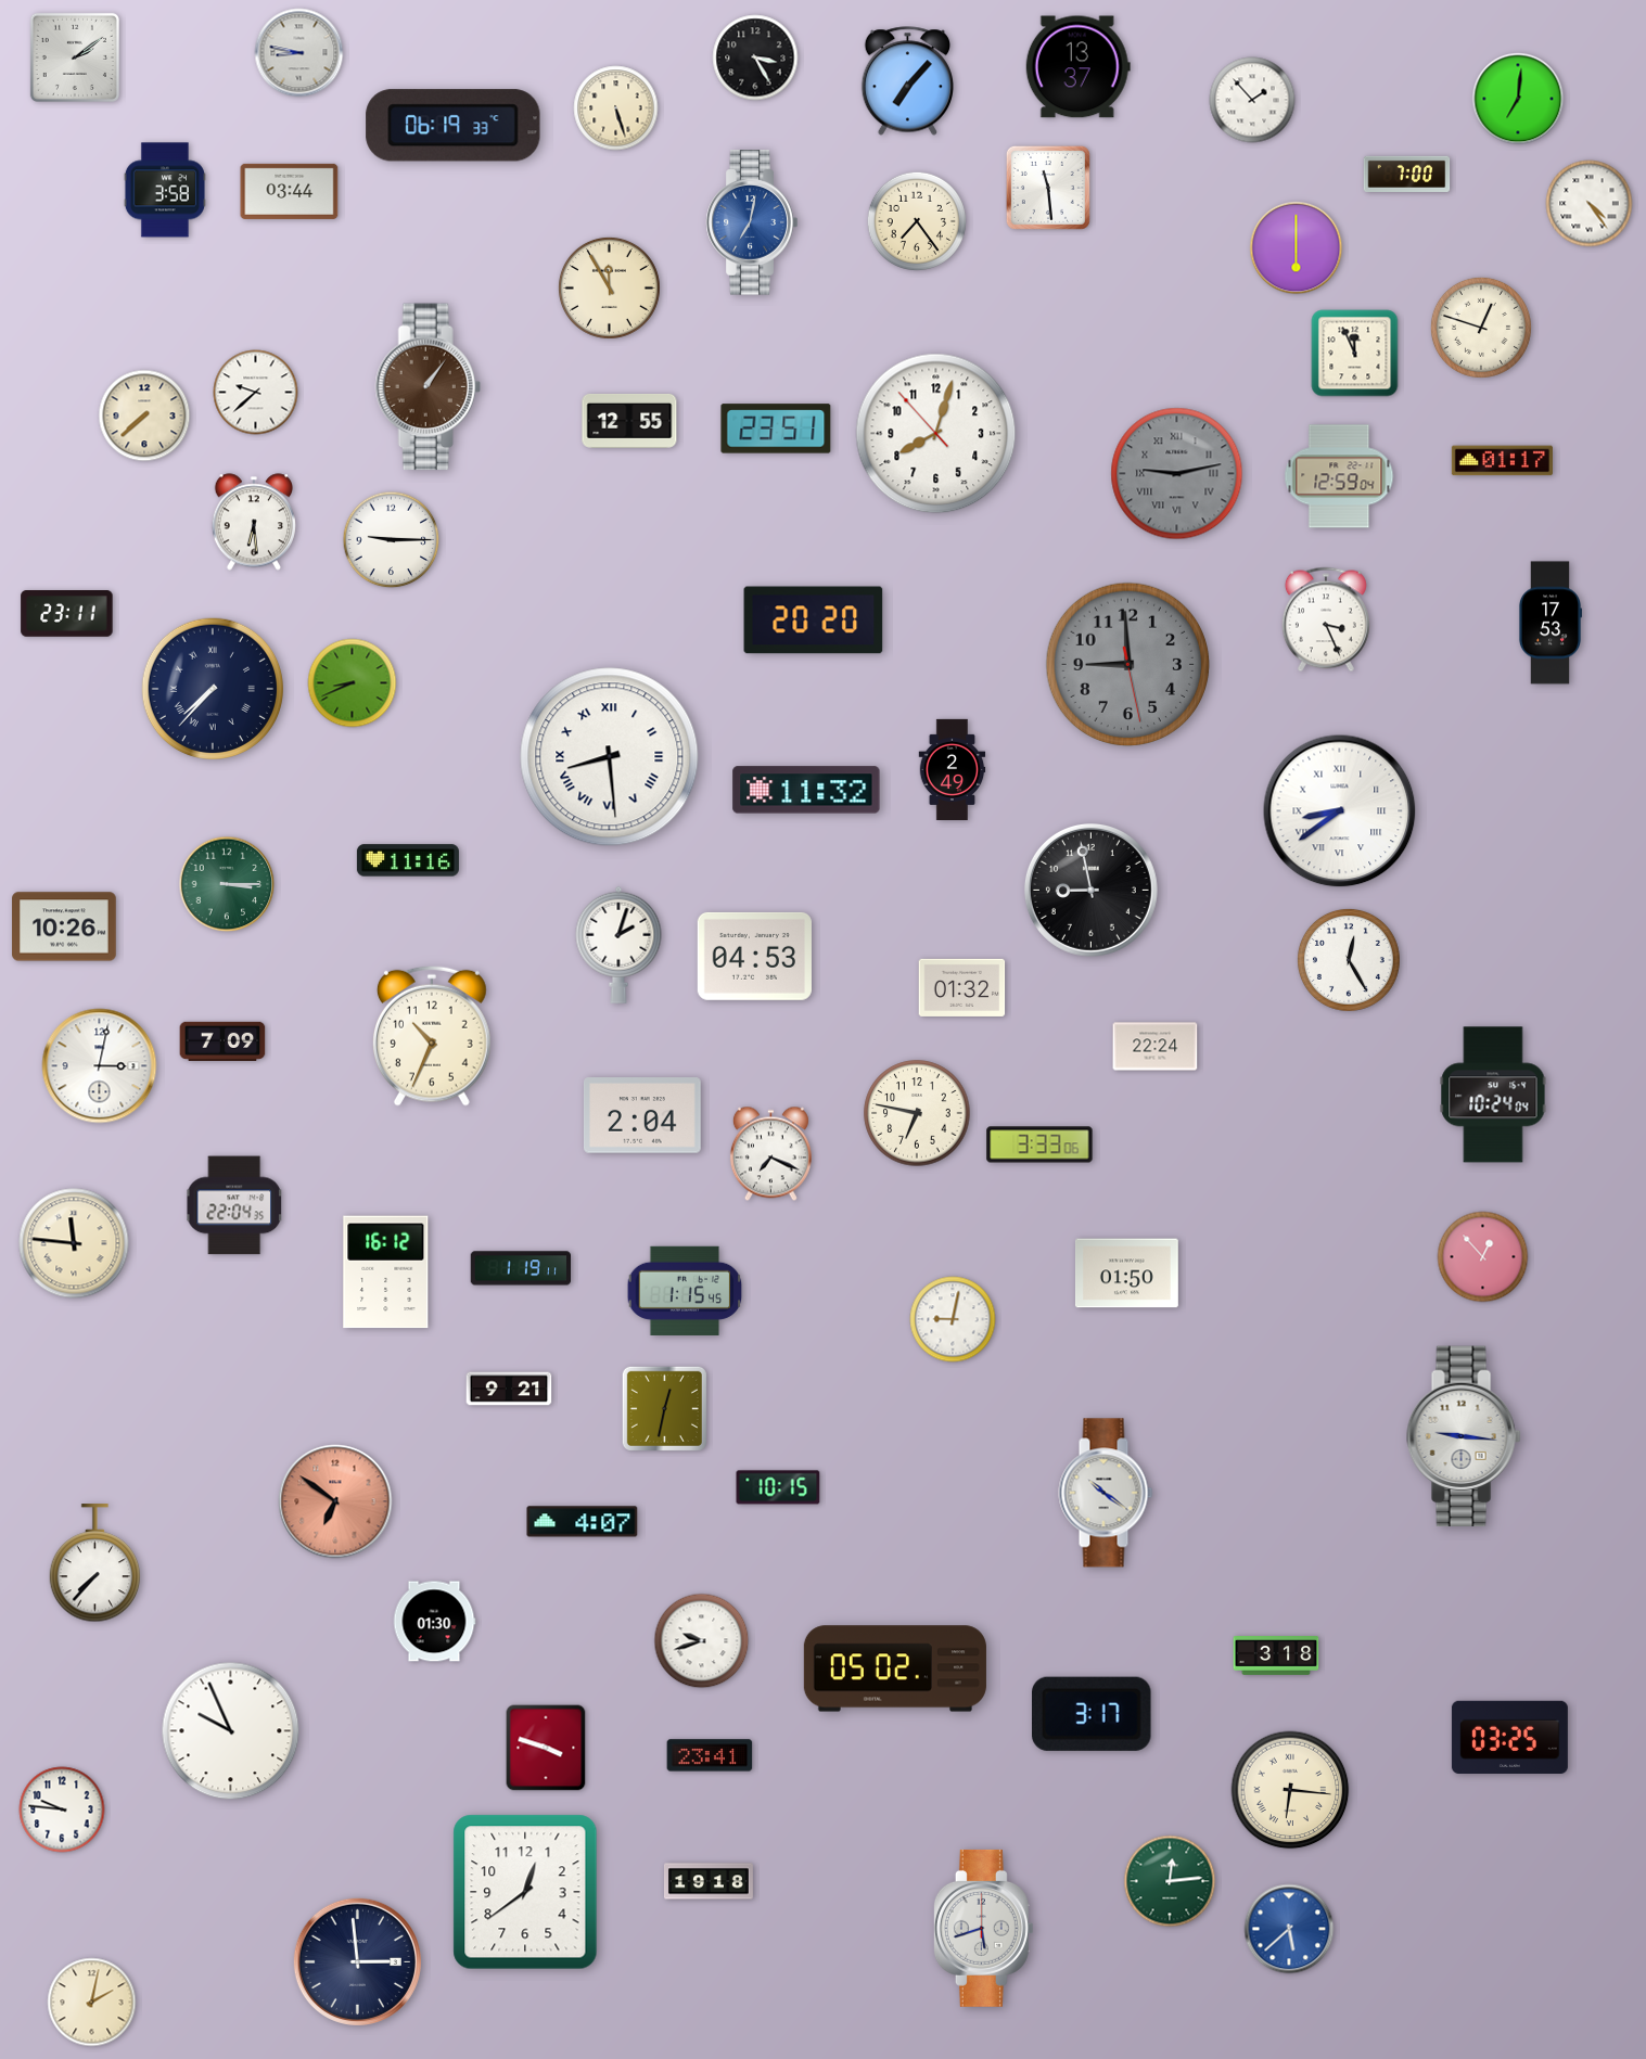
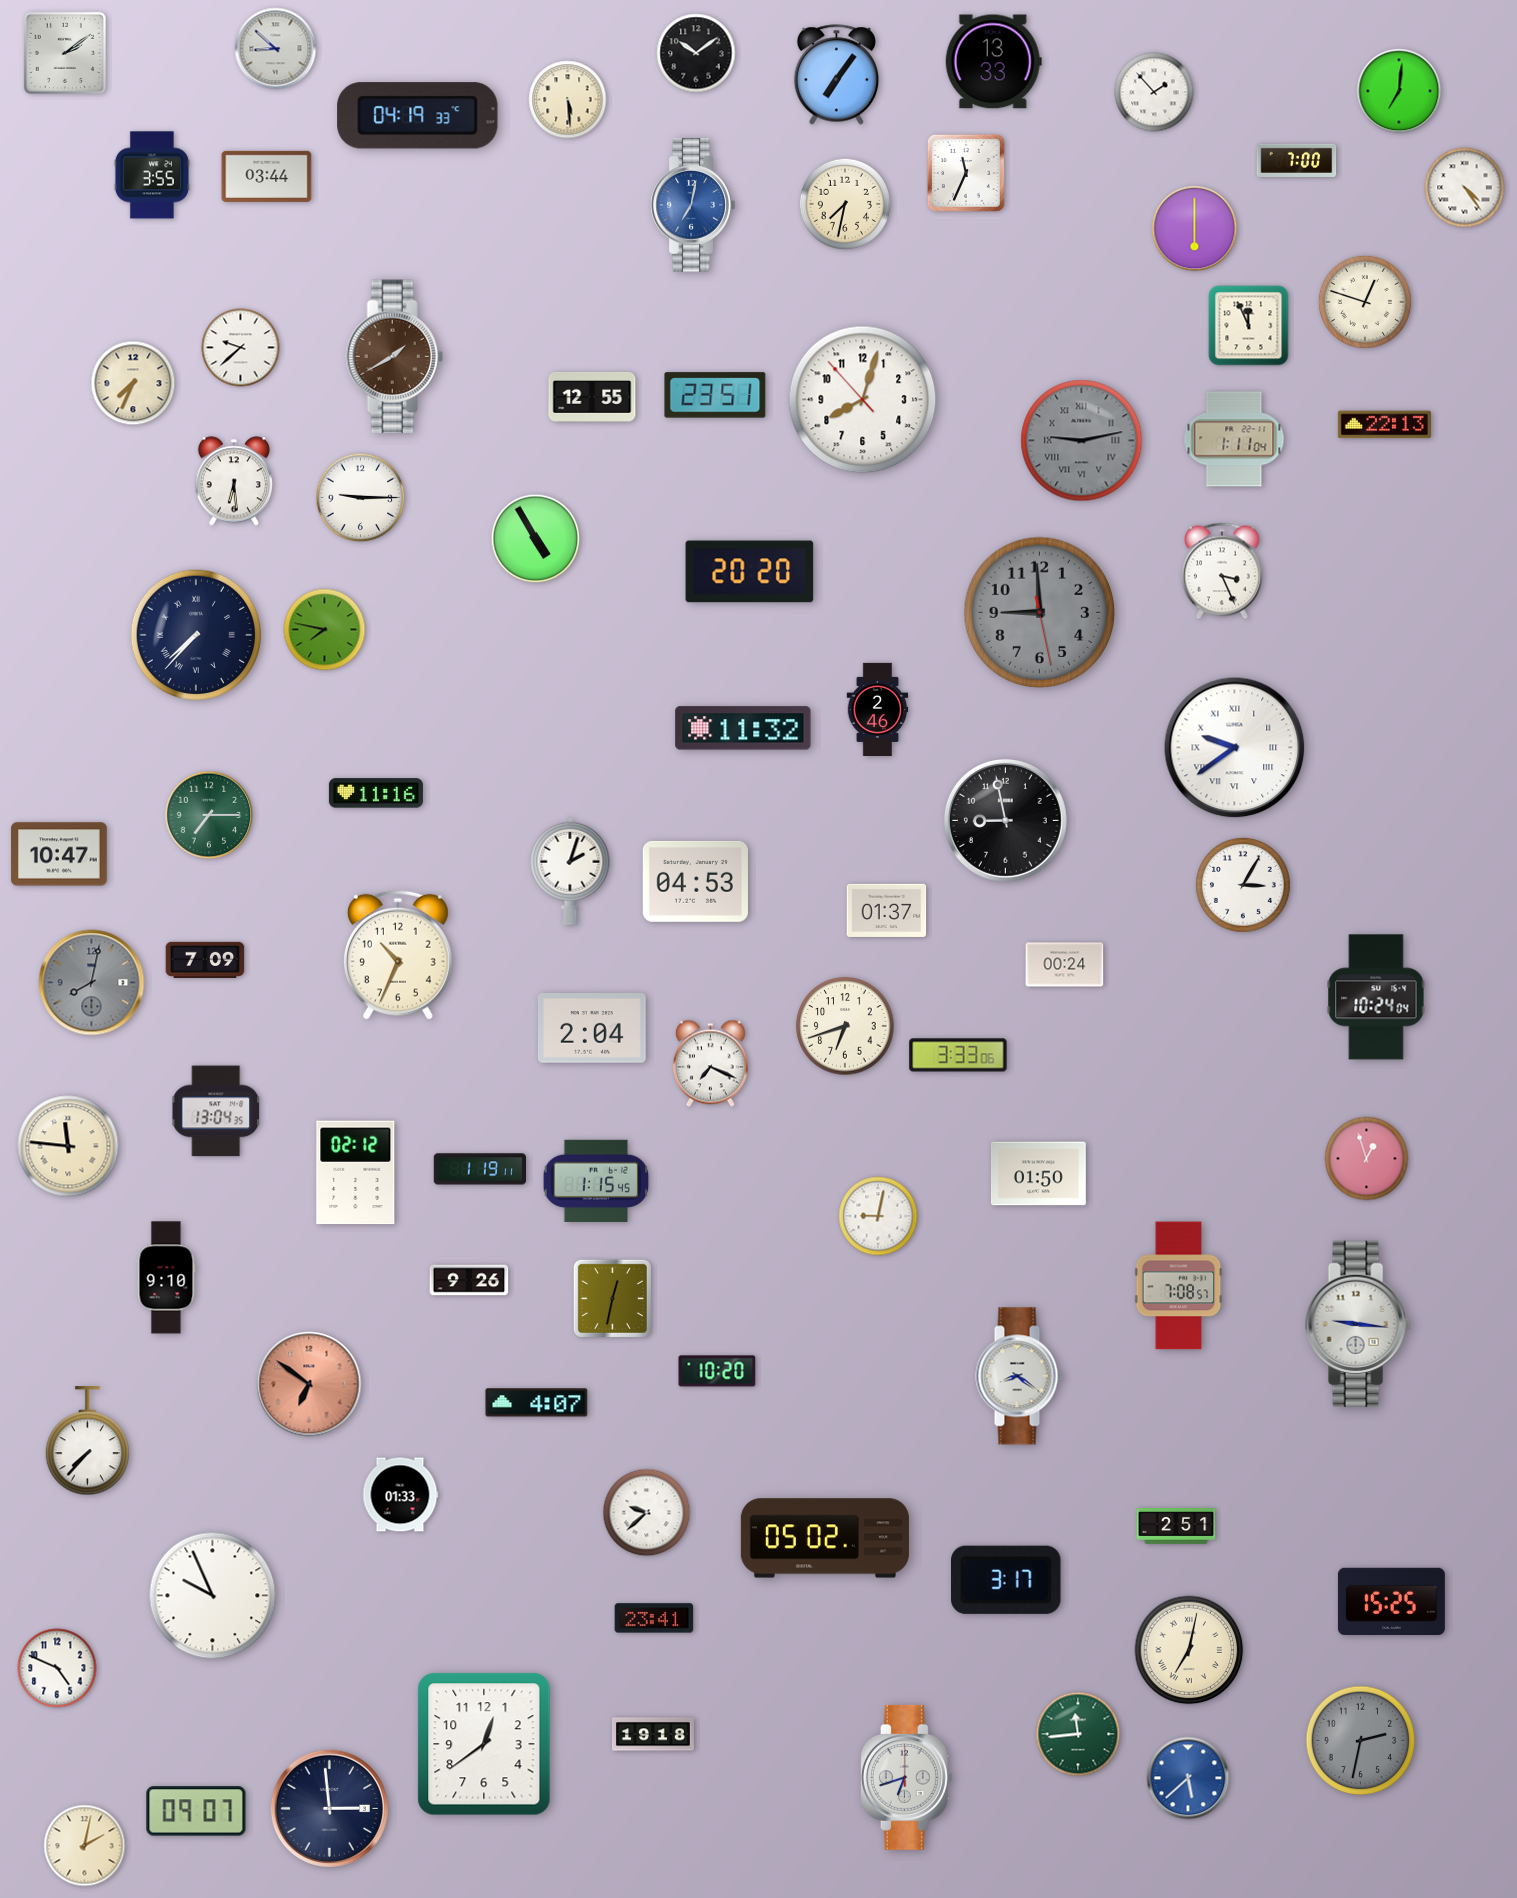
clock at (299, 53): 8:47 -> 8:52
clock at (75, 57) position: (75, 57) -> (65, 53)
clock at (755, 57): 3:25 -> 10:09
clock at (1077, 67): 13:37 -> 13:33
clock at (907, 81): 7:07 -> 7:06
clock at (616, 108): 5:27 -> 5:29
clock at (454, 126): 06:19 -> 04:19
clock at (1048, 188): 11:29 -> 11:34
clock at (165, 190): 3:58 -> 3:55
clock at (916, 220): 7:24 -> 7:32
clock at (609, 287): 11:55 -> none
clock at (428, 387): 1:06 -> 1:40
clock at (256, 393) position: (256, 393) -> (241, 348)
clock at (144, 415): 7:38 -> 7:34
clock at (629, 422) position: (629, 422) -> (592, 398)
clock at (1502, 461): 01:17 -> 22:13
clock at (1177, 474) position: (1177, 474) -> (1082, 441)
clock at (1339, 476): 12:59 -> 1:11
clock at (536, 539): none -> 4:55
clock at (67, 614): 23:11 -> none
clock at (1549, 623): 17:53 -> none
clock at (353, 683): 8:41 -> 7:47
clock at (610, 757): 8:29 -> none
clock at (953, 769): 2:49 -> 2:46
clock at (1340, 811): 8:39 -> 9:39
clock at (227, 884): 3:15 -> 7:15
clock at (64, 926): 10:26 -> 10:47
clock at (1349, 960): 12:25 -> 3:05
clock at (962, 987): 01:32 -> 01:37
clock at (1156, 1047): 22:24 -> 00:24
clock at (100, 1066): 3:02 -> 8:02
clock at (100, 1066) dial: white -> grey
clock at (1493, 1095) position: (1493, 1095) -> (1376, 997)
clock at (917, 1113): 6:47 -> 6:42
clock at (233, 1205): 22:04 -> 13:04
clock at (1483, 1257): 12:53 -> 12:57
clock at (386, 1273): 16:12 -> 02:12
clock at (685, 1290) position: (685, 1290) -> (596, 1180)
clock at (166, 1278): none -> 9:10
clock at (509, 1389): 9:21 -> 9:26
clock at (1179, 1286): none -> 7:08
clock at (1464, 1436) position: (1464, 1436) -> (1358, 1324)
clock at (778, 1487): 10:15 -> 10:20
clock at (1106, 1493): 10:21 -> 8:21
clock at (434, 1622): 01:30 -> 01:33
clock at (702, 1641): 9:42 -> 9:38
clock at (1276, 1657): 3:18 -> 2:51
clock at (1509, 1737): 03:25 -> 15:25
clock at (546, 1748): 3:48 -> none
clock at (1290, 1790): 6:16 -> 7:02
clock at (62, 1809): 9:46 -> 4:49
clock at (1170, 1881): 12:14 -> 11:44
clock at (1361, 1741): none -> 2:32
clock at (983, 1928): 5:42 -> 6:42
clock at (196, 1811): none -> 09:07
